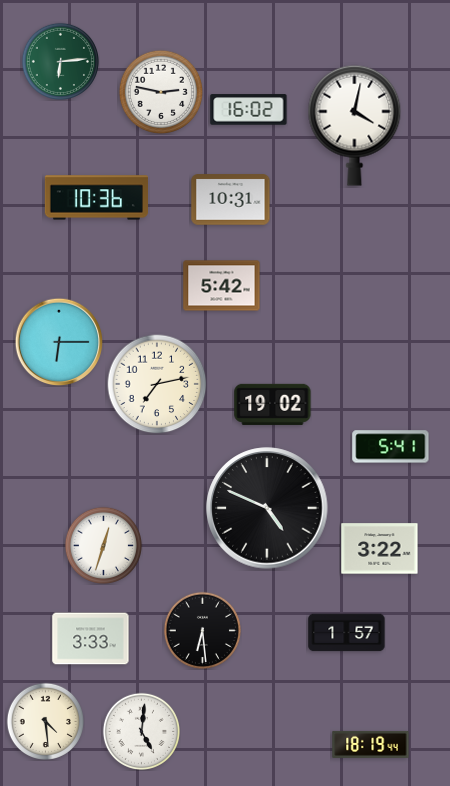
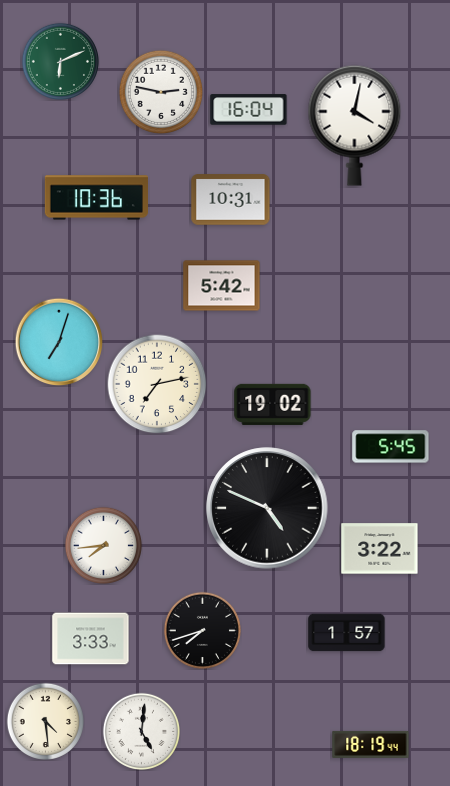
clock at (60, 61): 6:14 -> 6:11
clock at (249, 110): 16:02 -> 16:04
clock at (59, 342): 6:15 -> 7:03
clock at (391, 447): 5:41 -> 5:45
clock at (103, 545): 12:33 -> 7:44
clock at (202, 630): 6:29 -> 7:42
